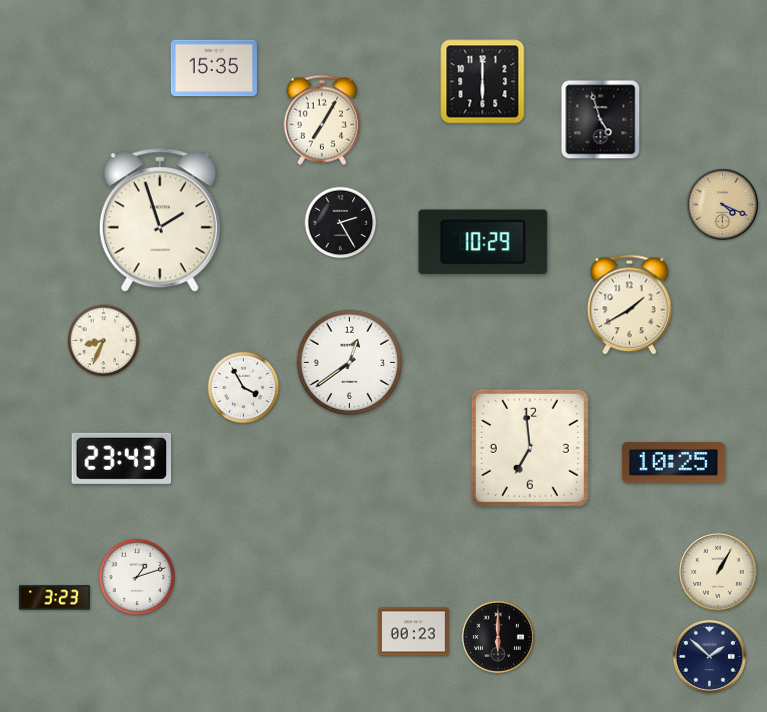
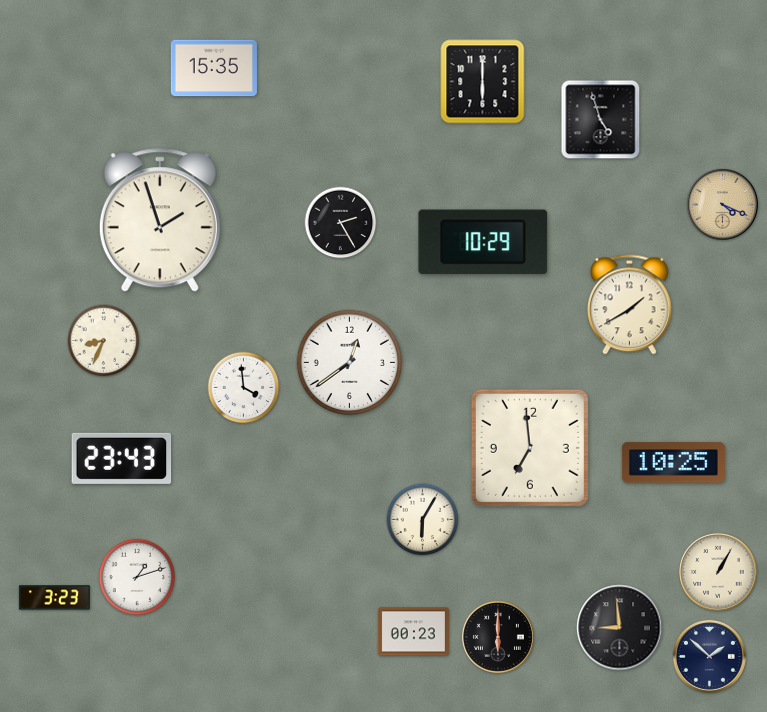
clock at (322, 120): 7:05 -> none
clock at (244, 388): 3:55 -> 3:59
clock at (423, 520): none -> 6:05
clock at (620, 628): none -> 8:59
